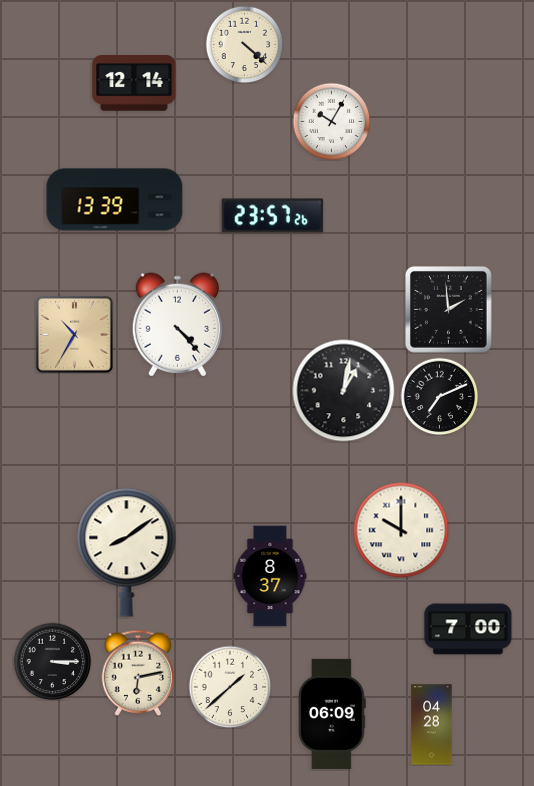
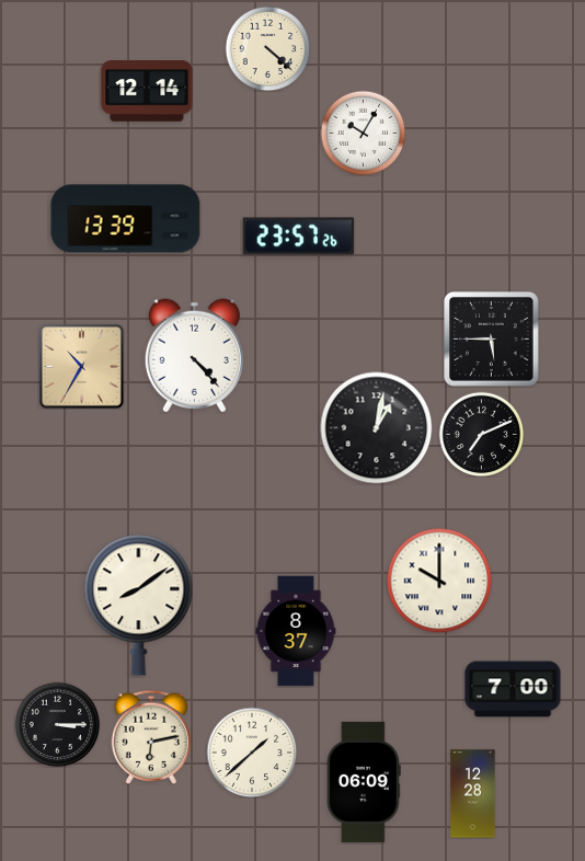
clock at (449, 310): 1:59 -> 5:45
clock at (432, 725): 04:28 -> 12:28
